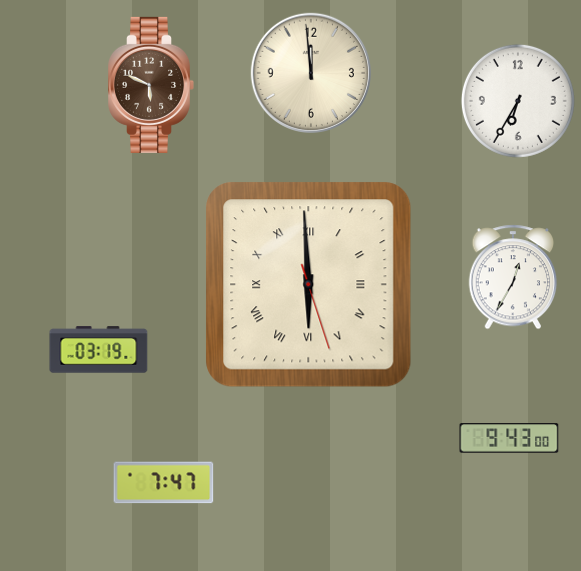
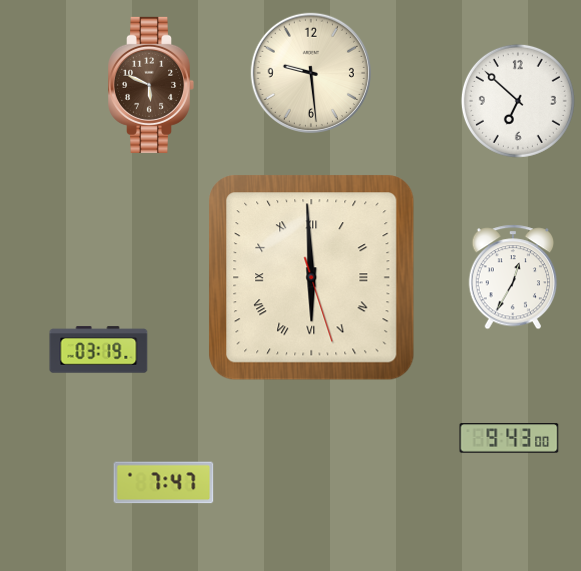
clock at (311, 73): 11:59 -> 9:29
clock at (518, 101): 6:35 -> 6:52
clock at (309, 285) position: (309, 285) -> (312, 278)
